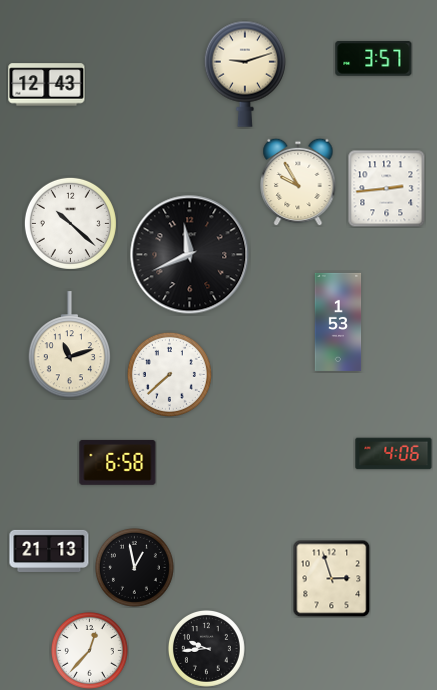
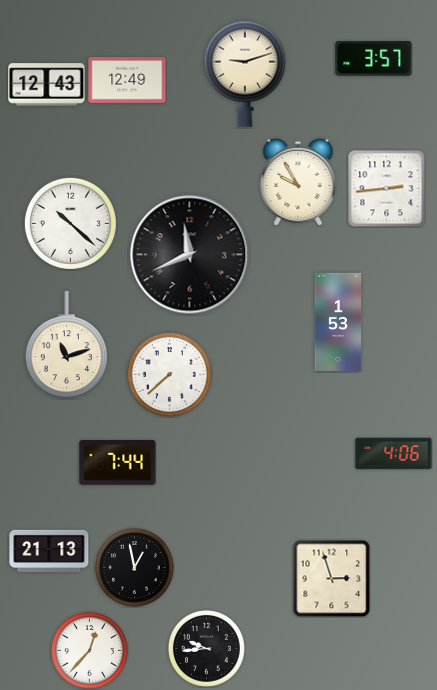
clock at (127, 81): none -> 12:49
clock at (69, 345) position: (69, 345) -> (66, 345)
clock at (118, 462): 6:58 -> 7:44
